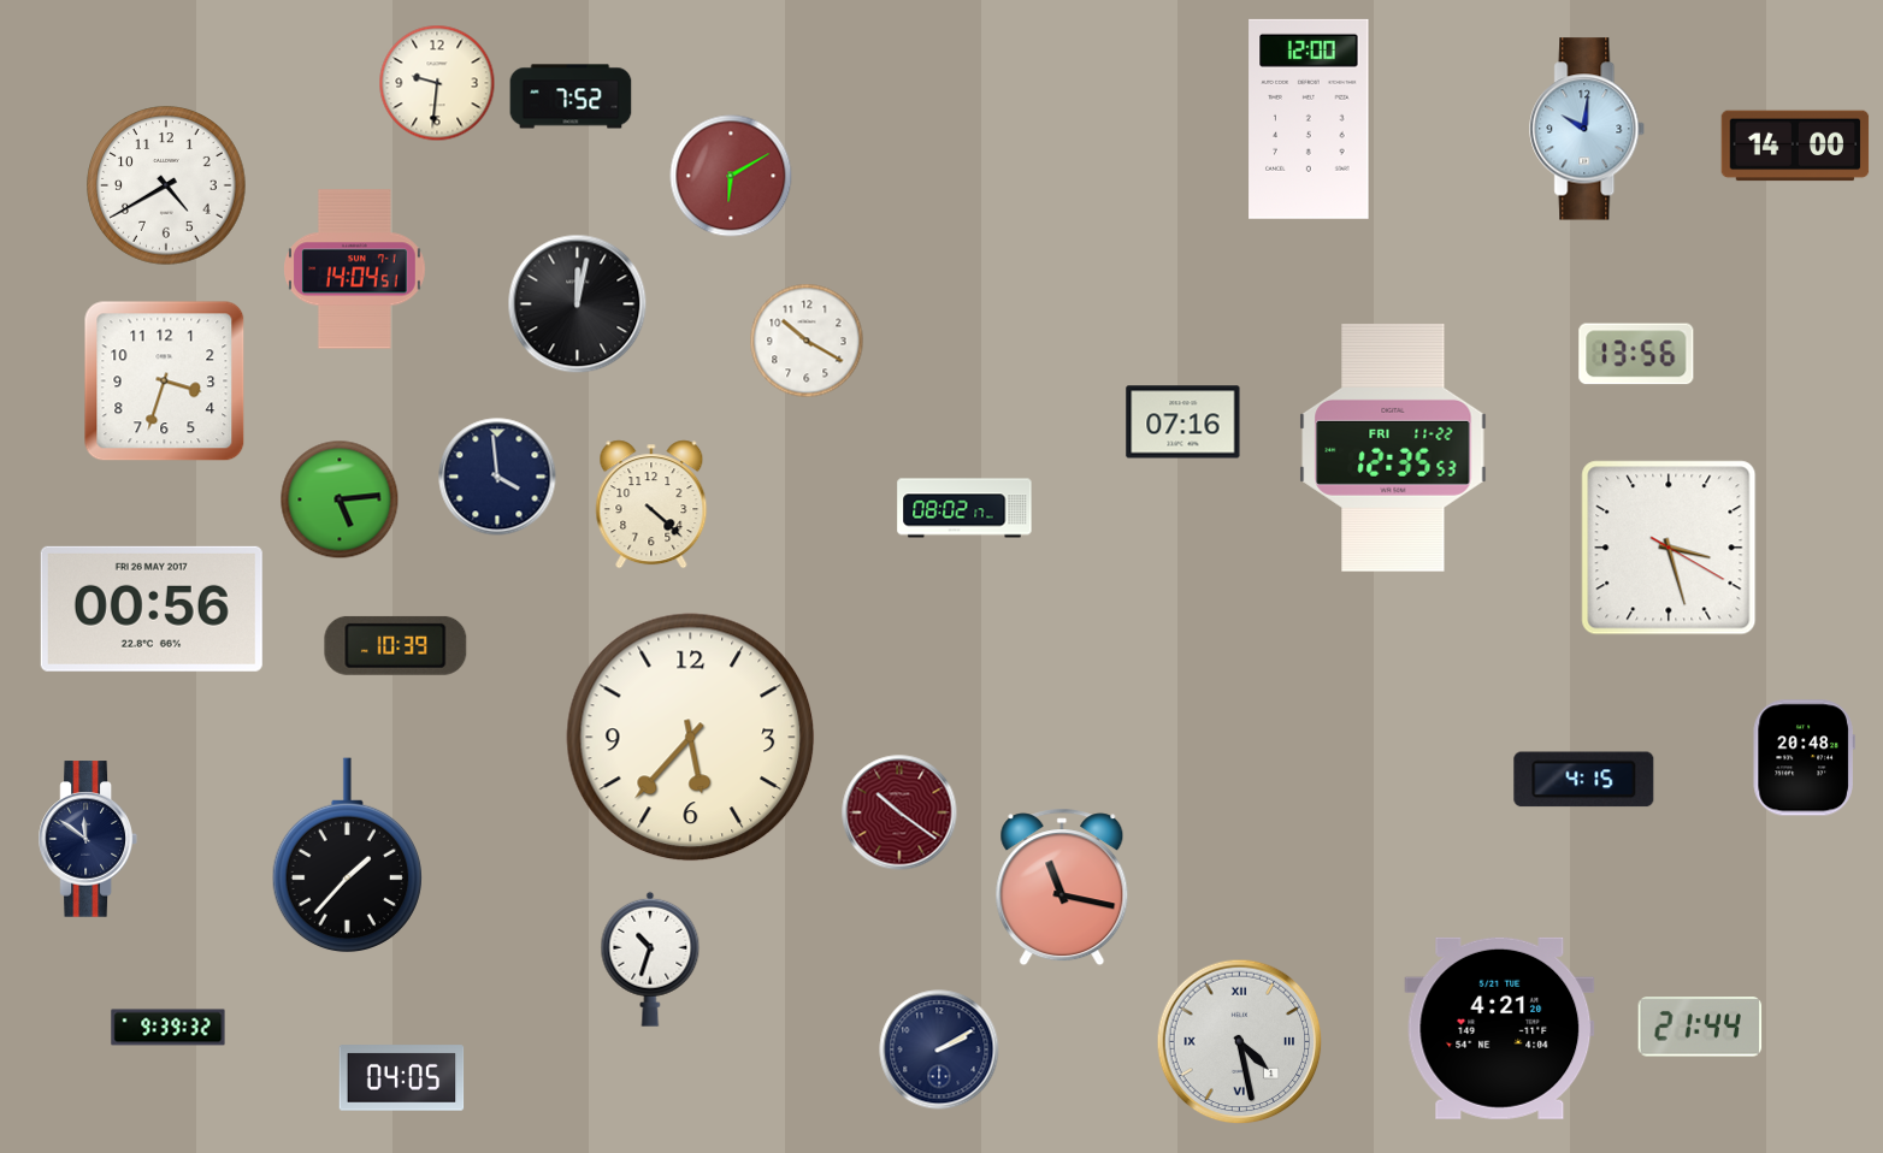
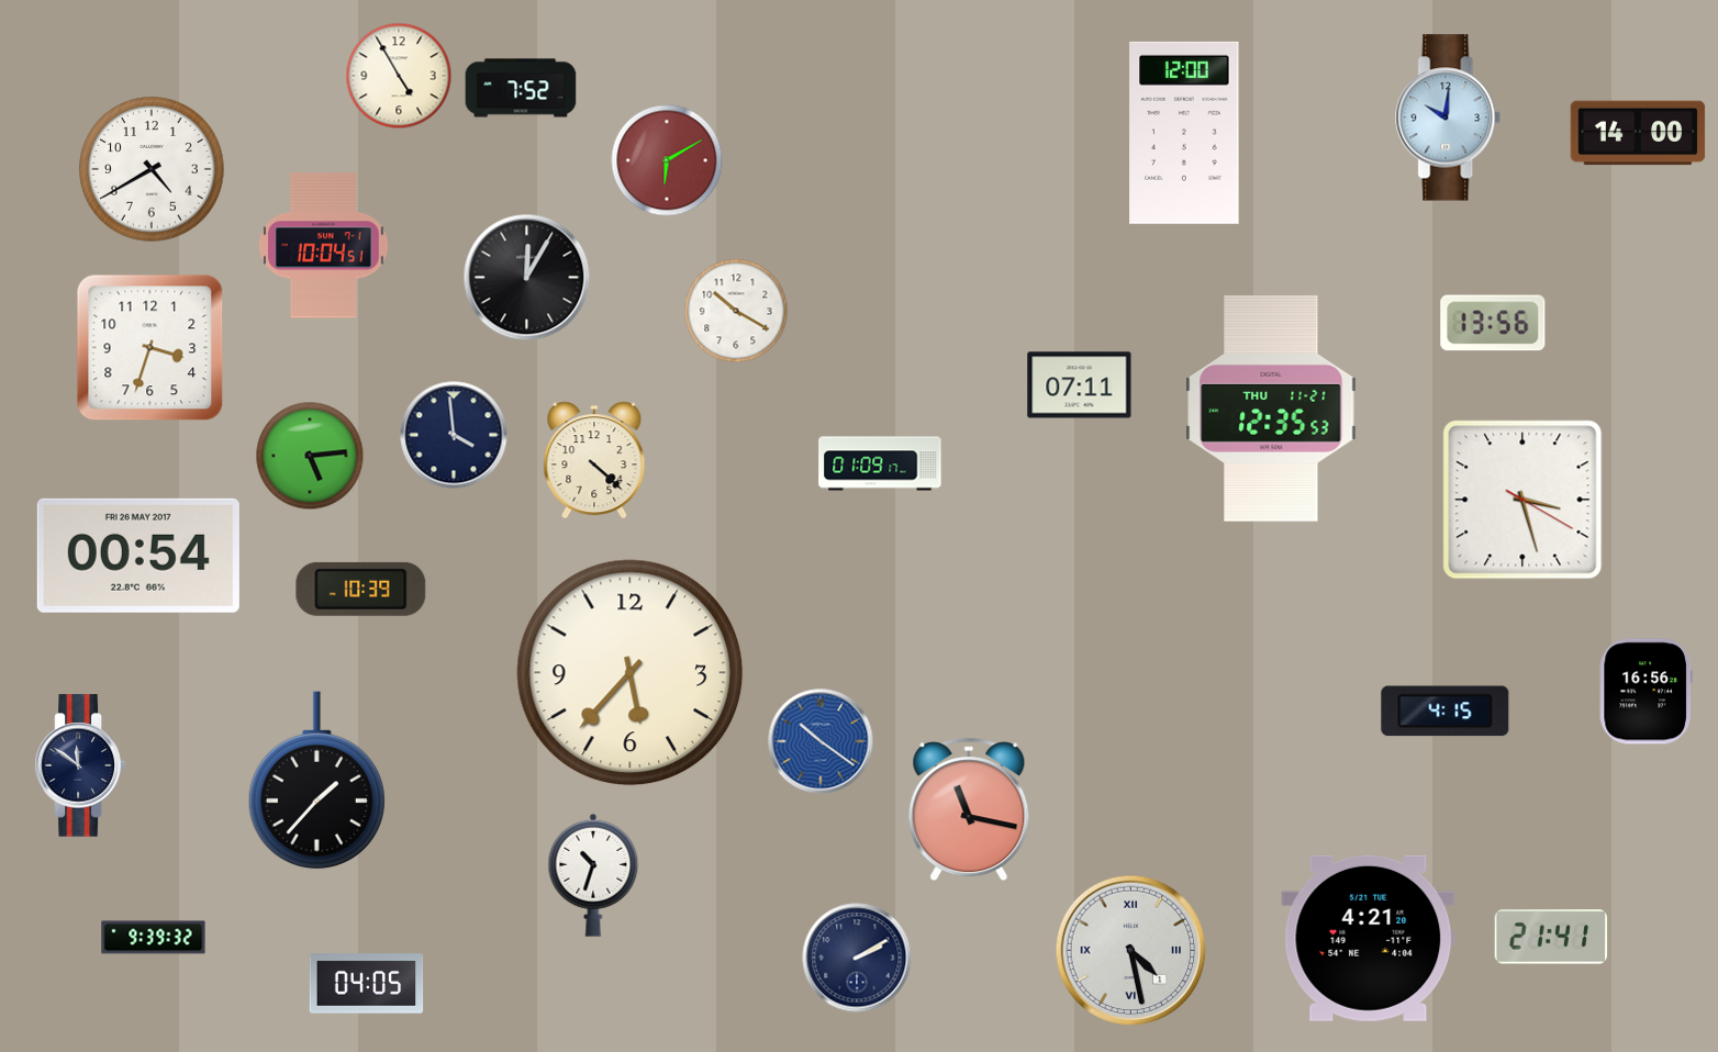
clock at (437, 83): 9:31 -> 4:55
clock at (1309, 119) position: (1309, 119) -> (1184, 133)
clock at (355, 270): 14:04 -> 10:04
clock at (578, 304): 12:02 -> 12:05
clock at (1183, 422): 07:16 -> 07:11
clock at (1393, 448) date: FRI 11-22 -> THU 11-21
clock at (964, 508): 08:02 -> 01:09
clock at (152, 609): 00:56 -> 00:54
clock at (1804, 758): 20:48 -> 16:56
clock at (899, 812) dial: burgundy -> blue
clock at (1700, 1027): 21:44 -> 21:41
